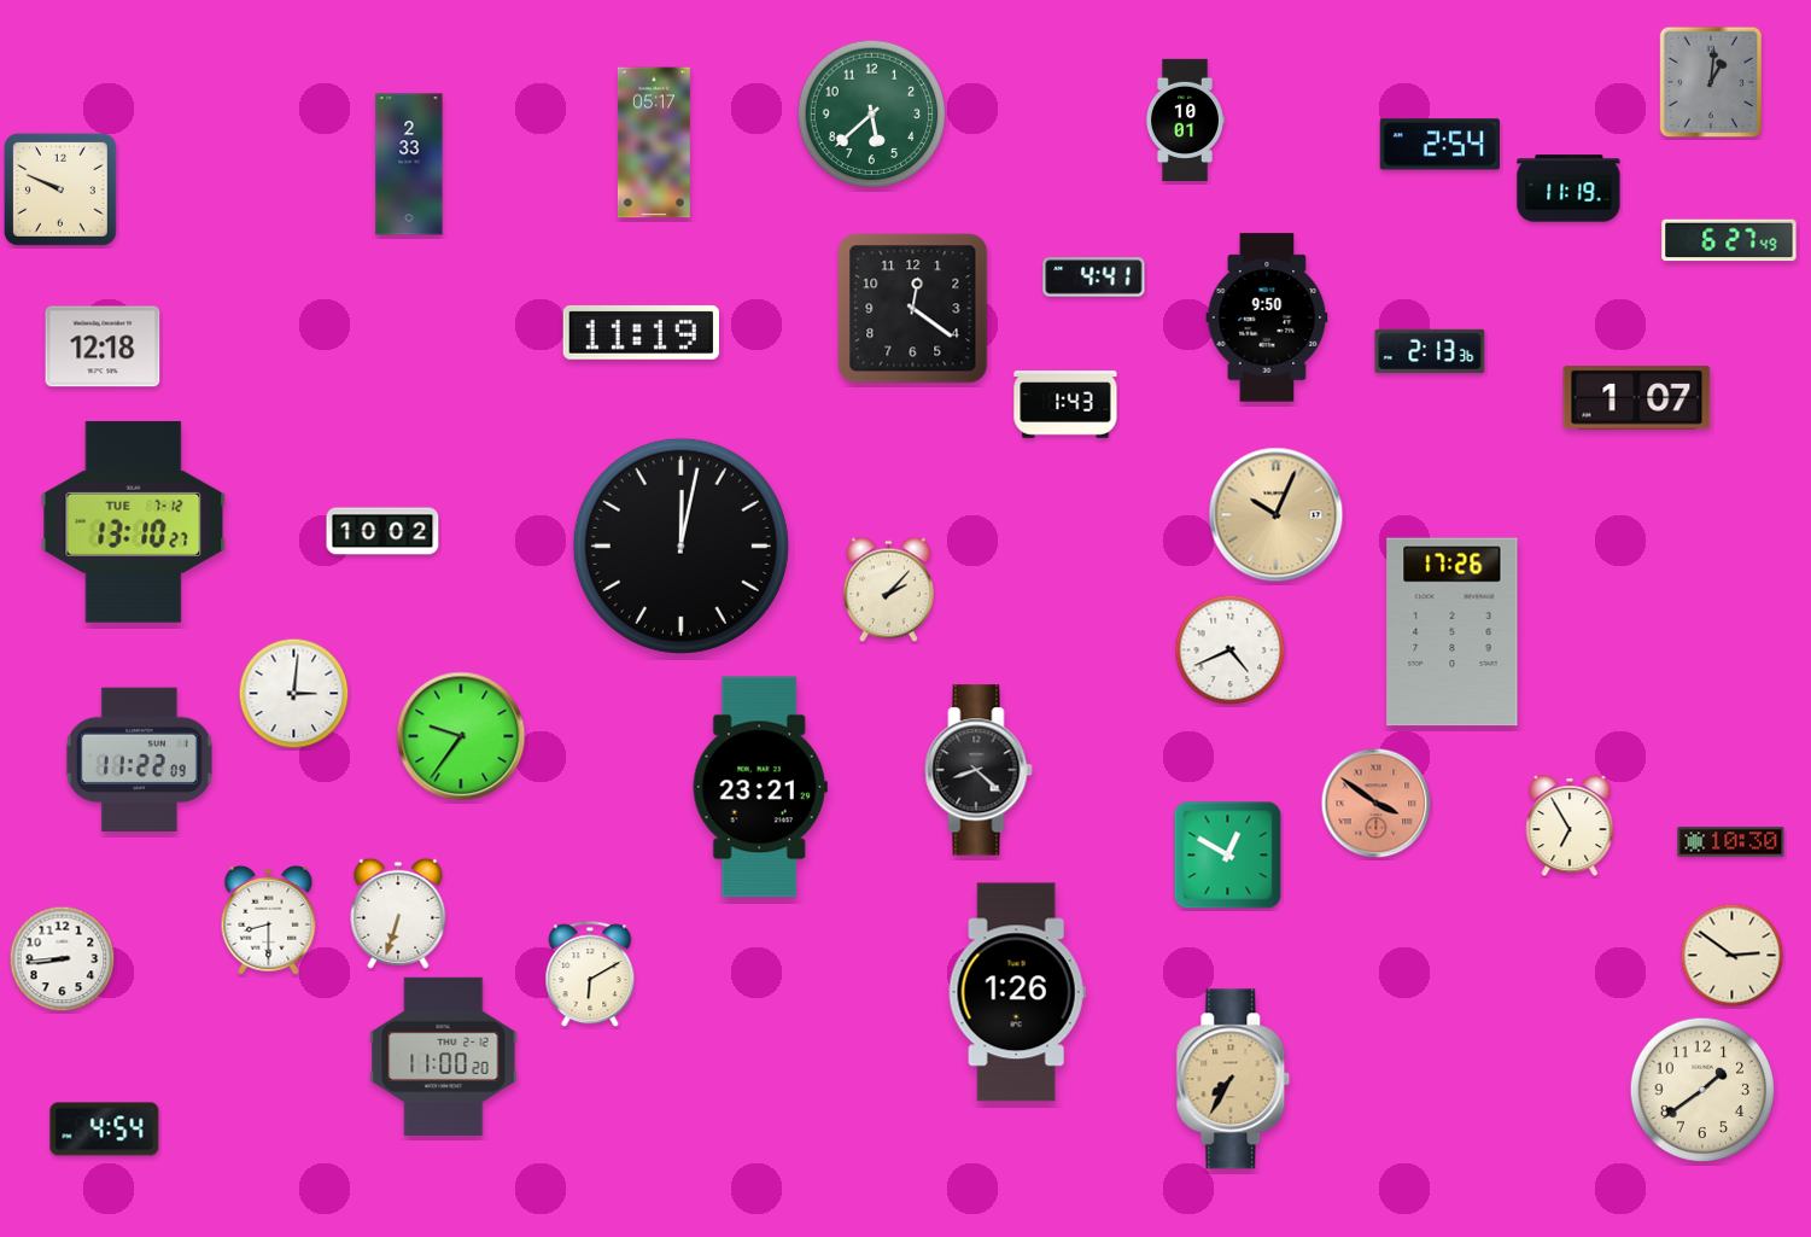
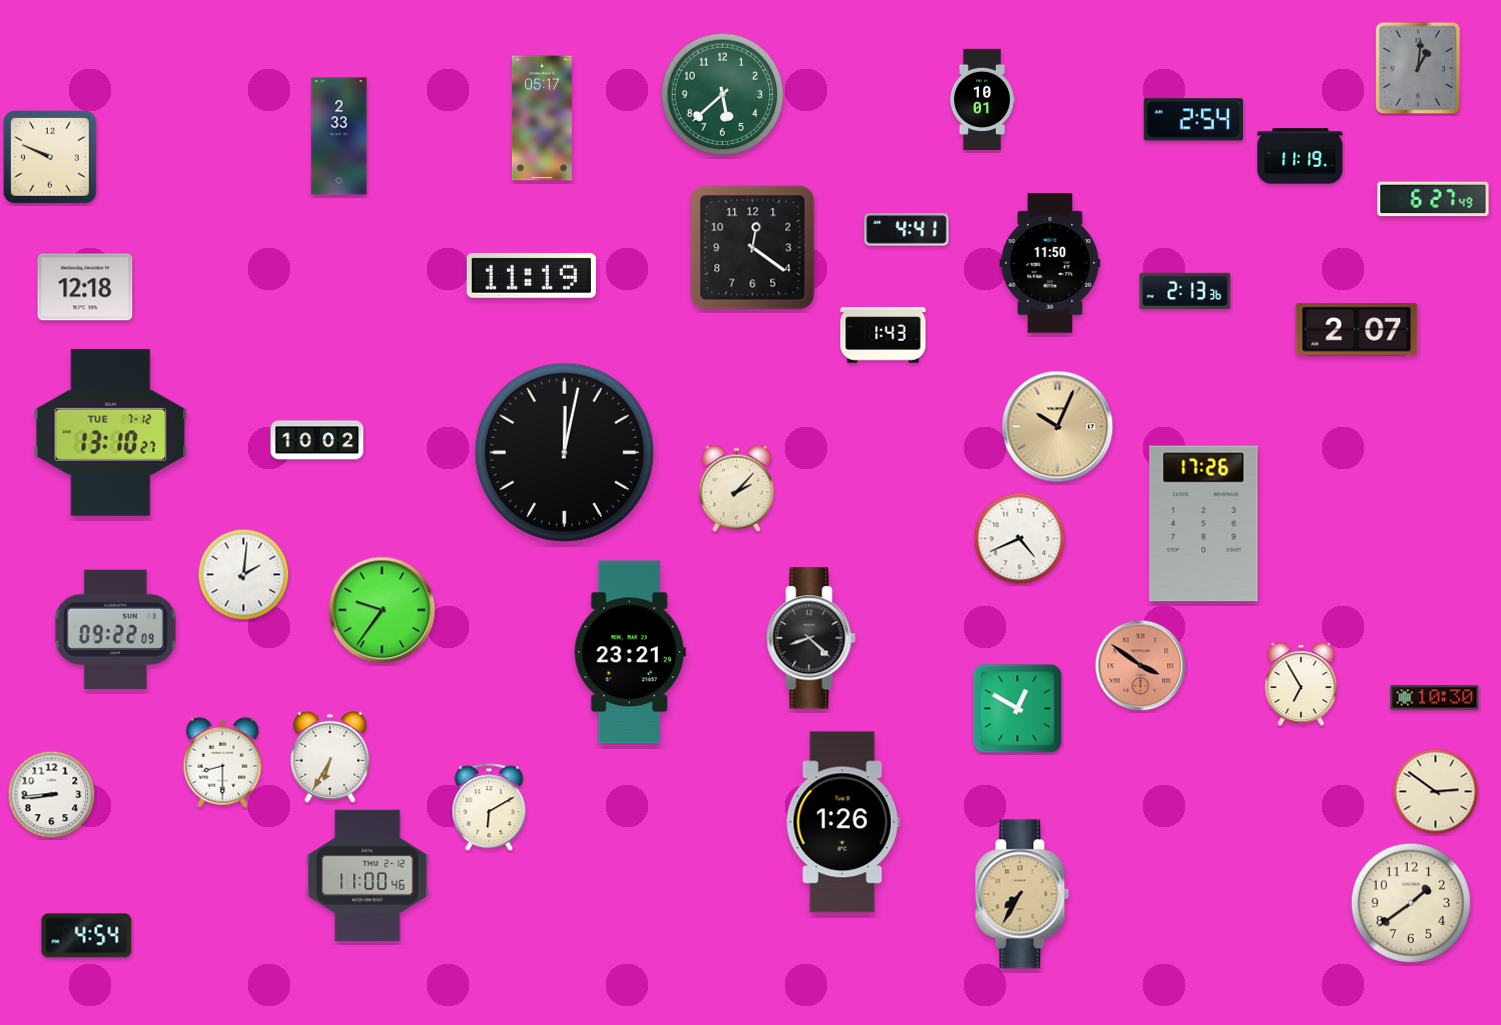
clock at (913, 309) position: (913, 309) -> (753, 248)
clock at (1267, 317): 9:50 -> 11:50
clock at (1637, 398): 1:07 -> 2:07
clock at (294, 694): 3:01 -> 2:01
clock at (139, 759): 11:22 -> 09:22
clock at (398, 914): 6:33 -> 6:35
clock at (444, 1056): 11:00:20 -> 11:00:46
